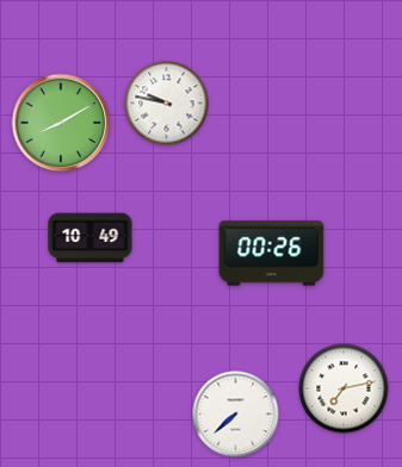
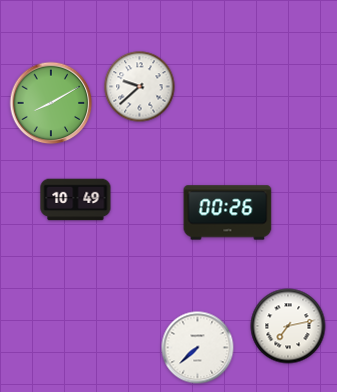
clock at (167, 104): 9:47 -> 9:38
